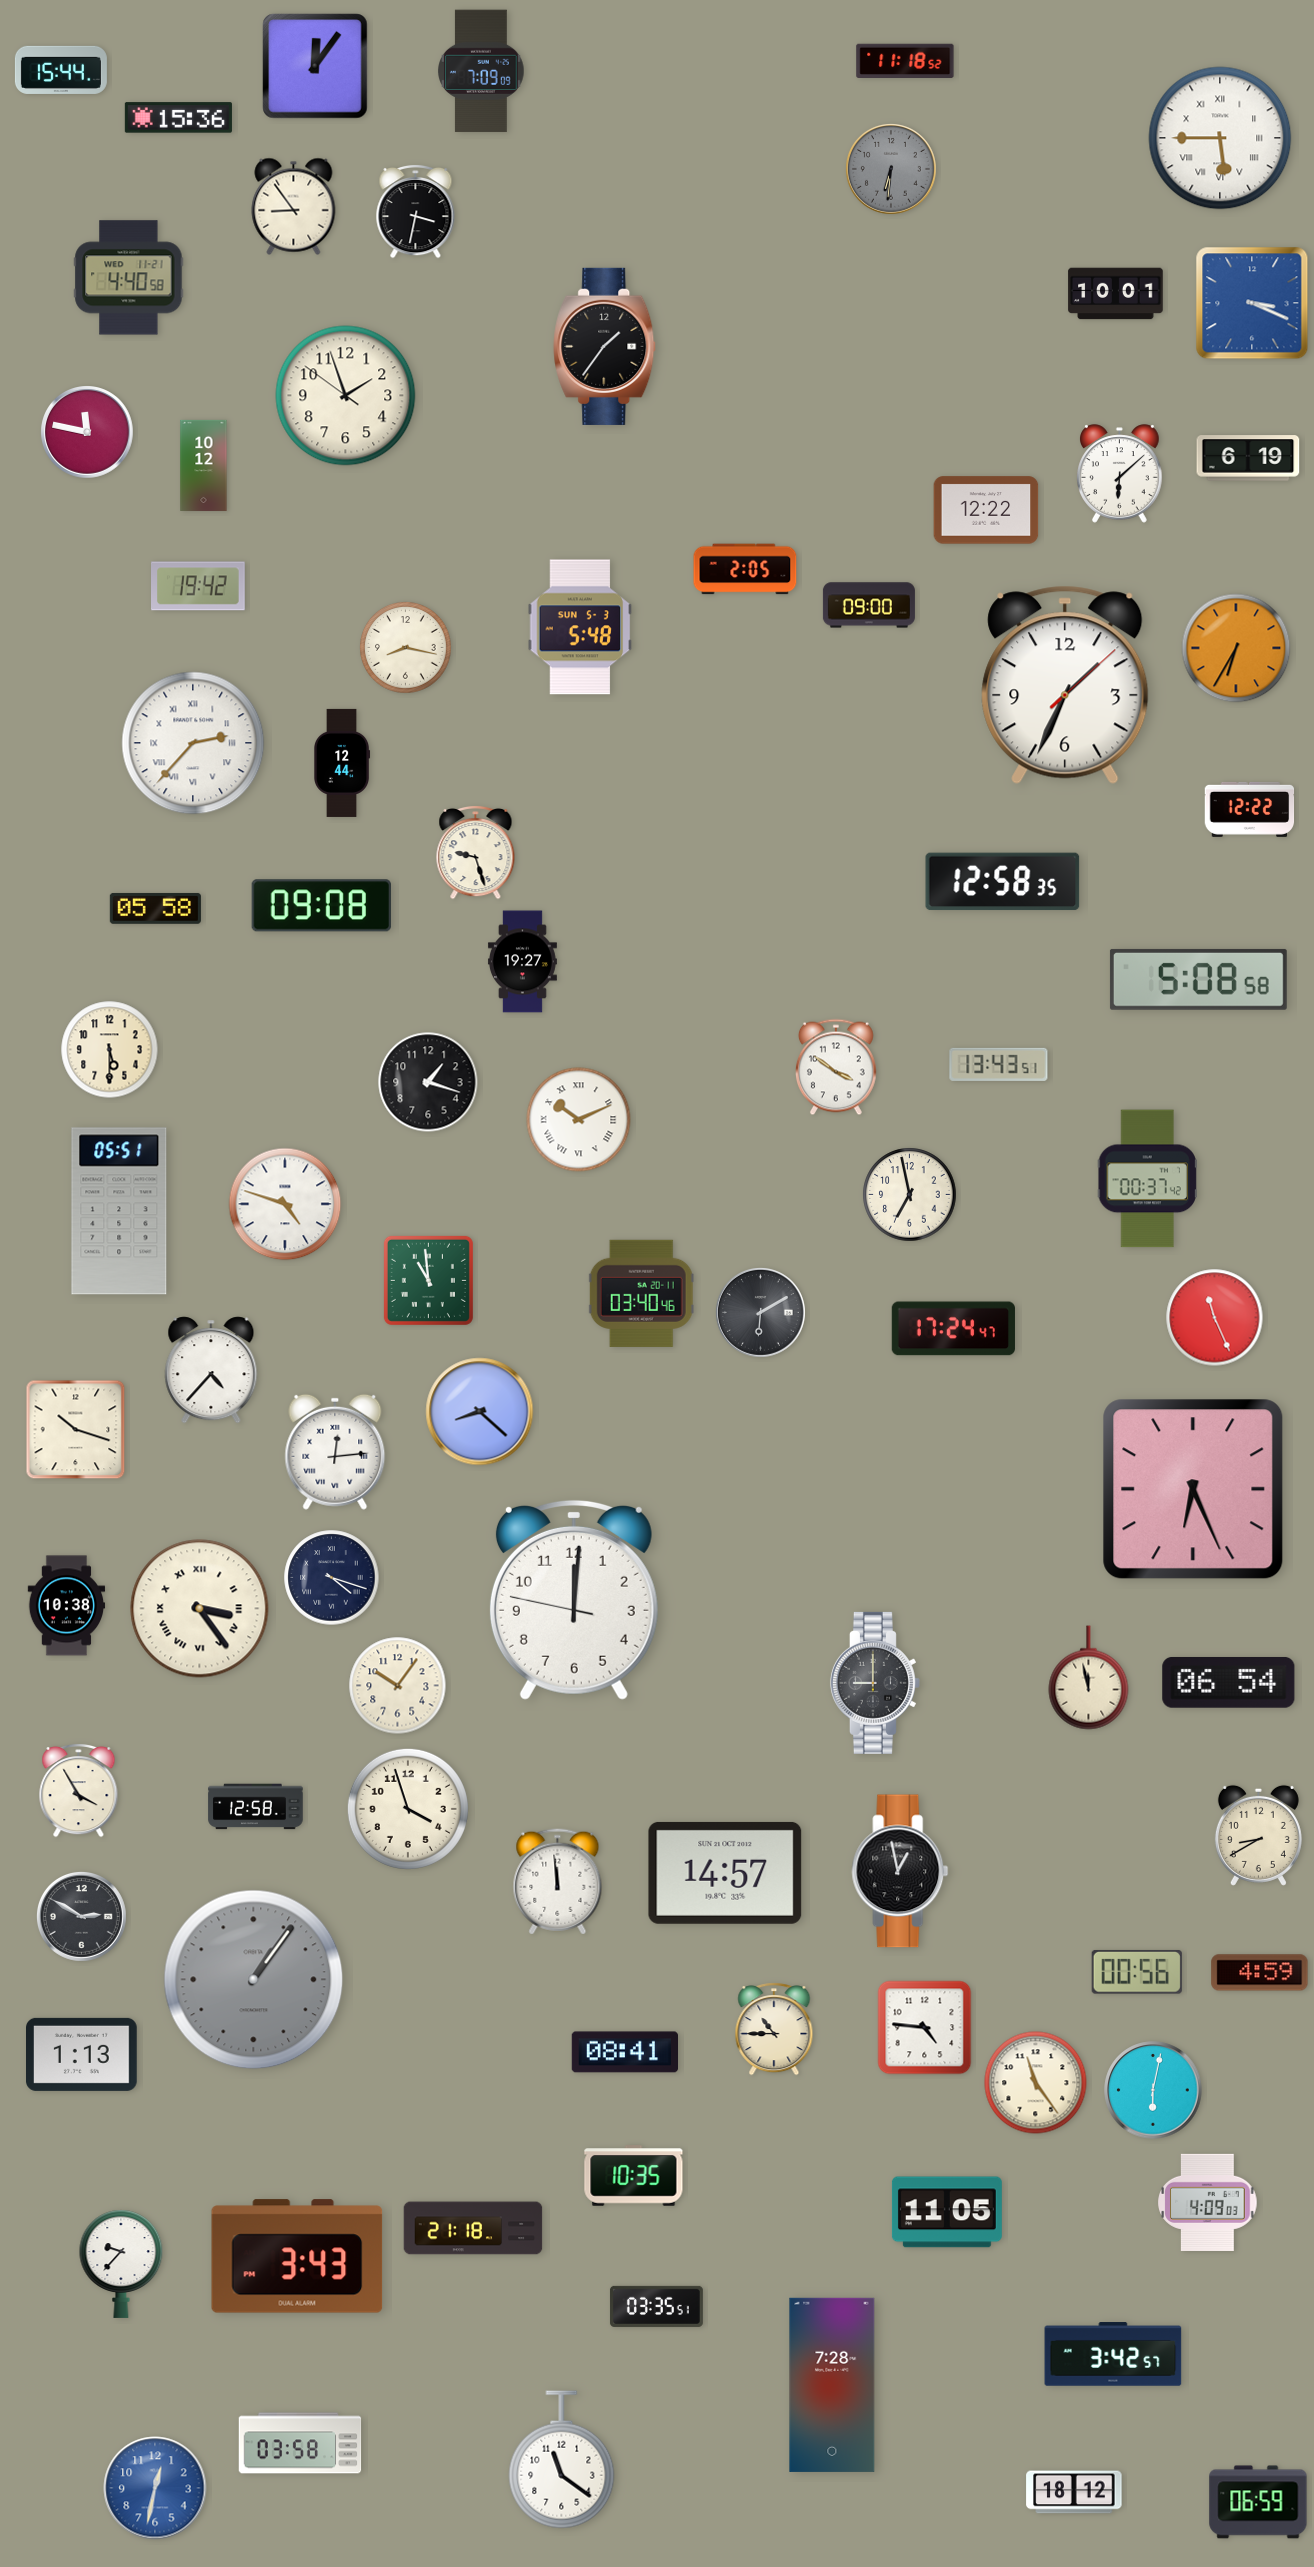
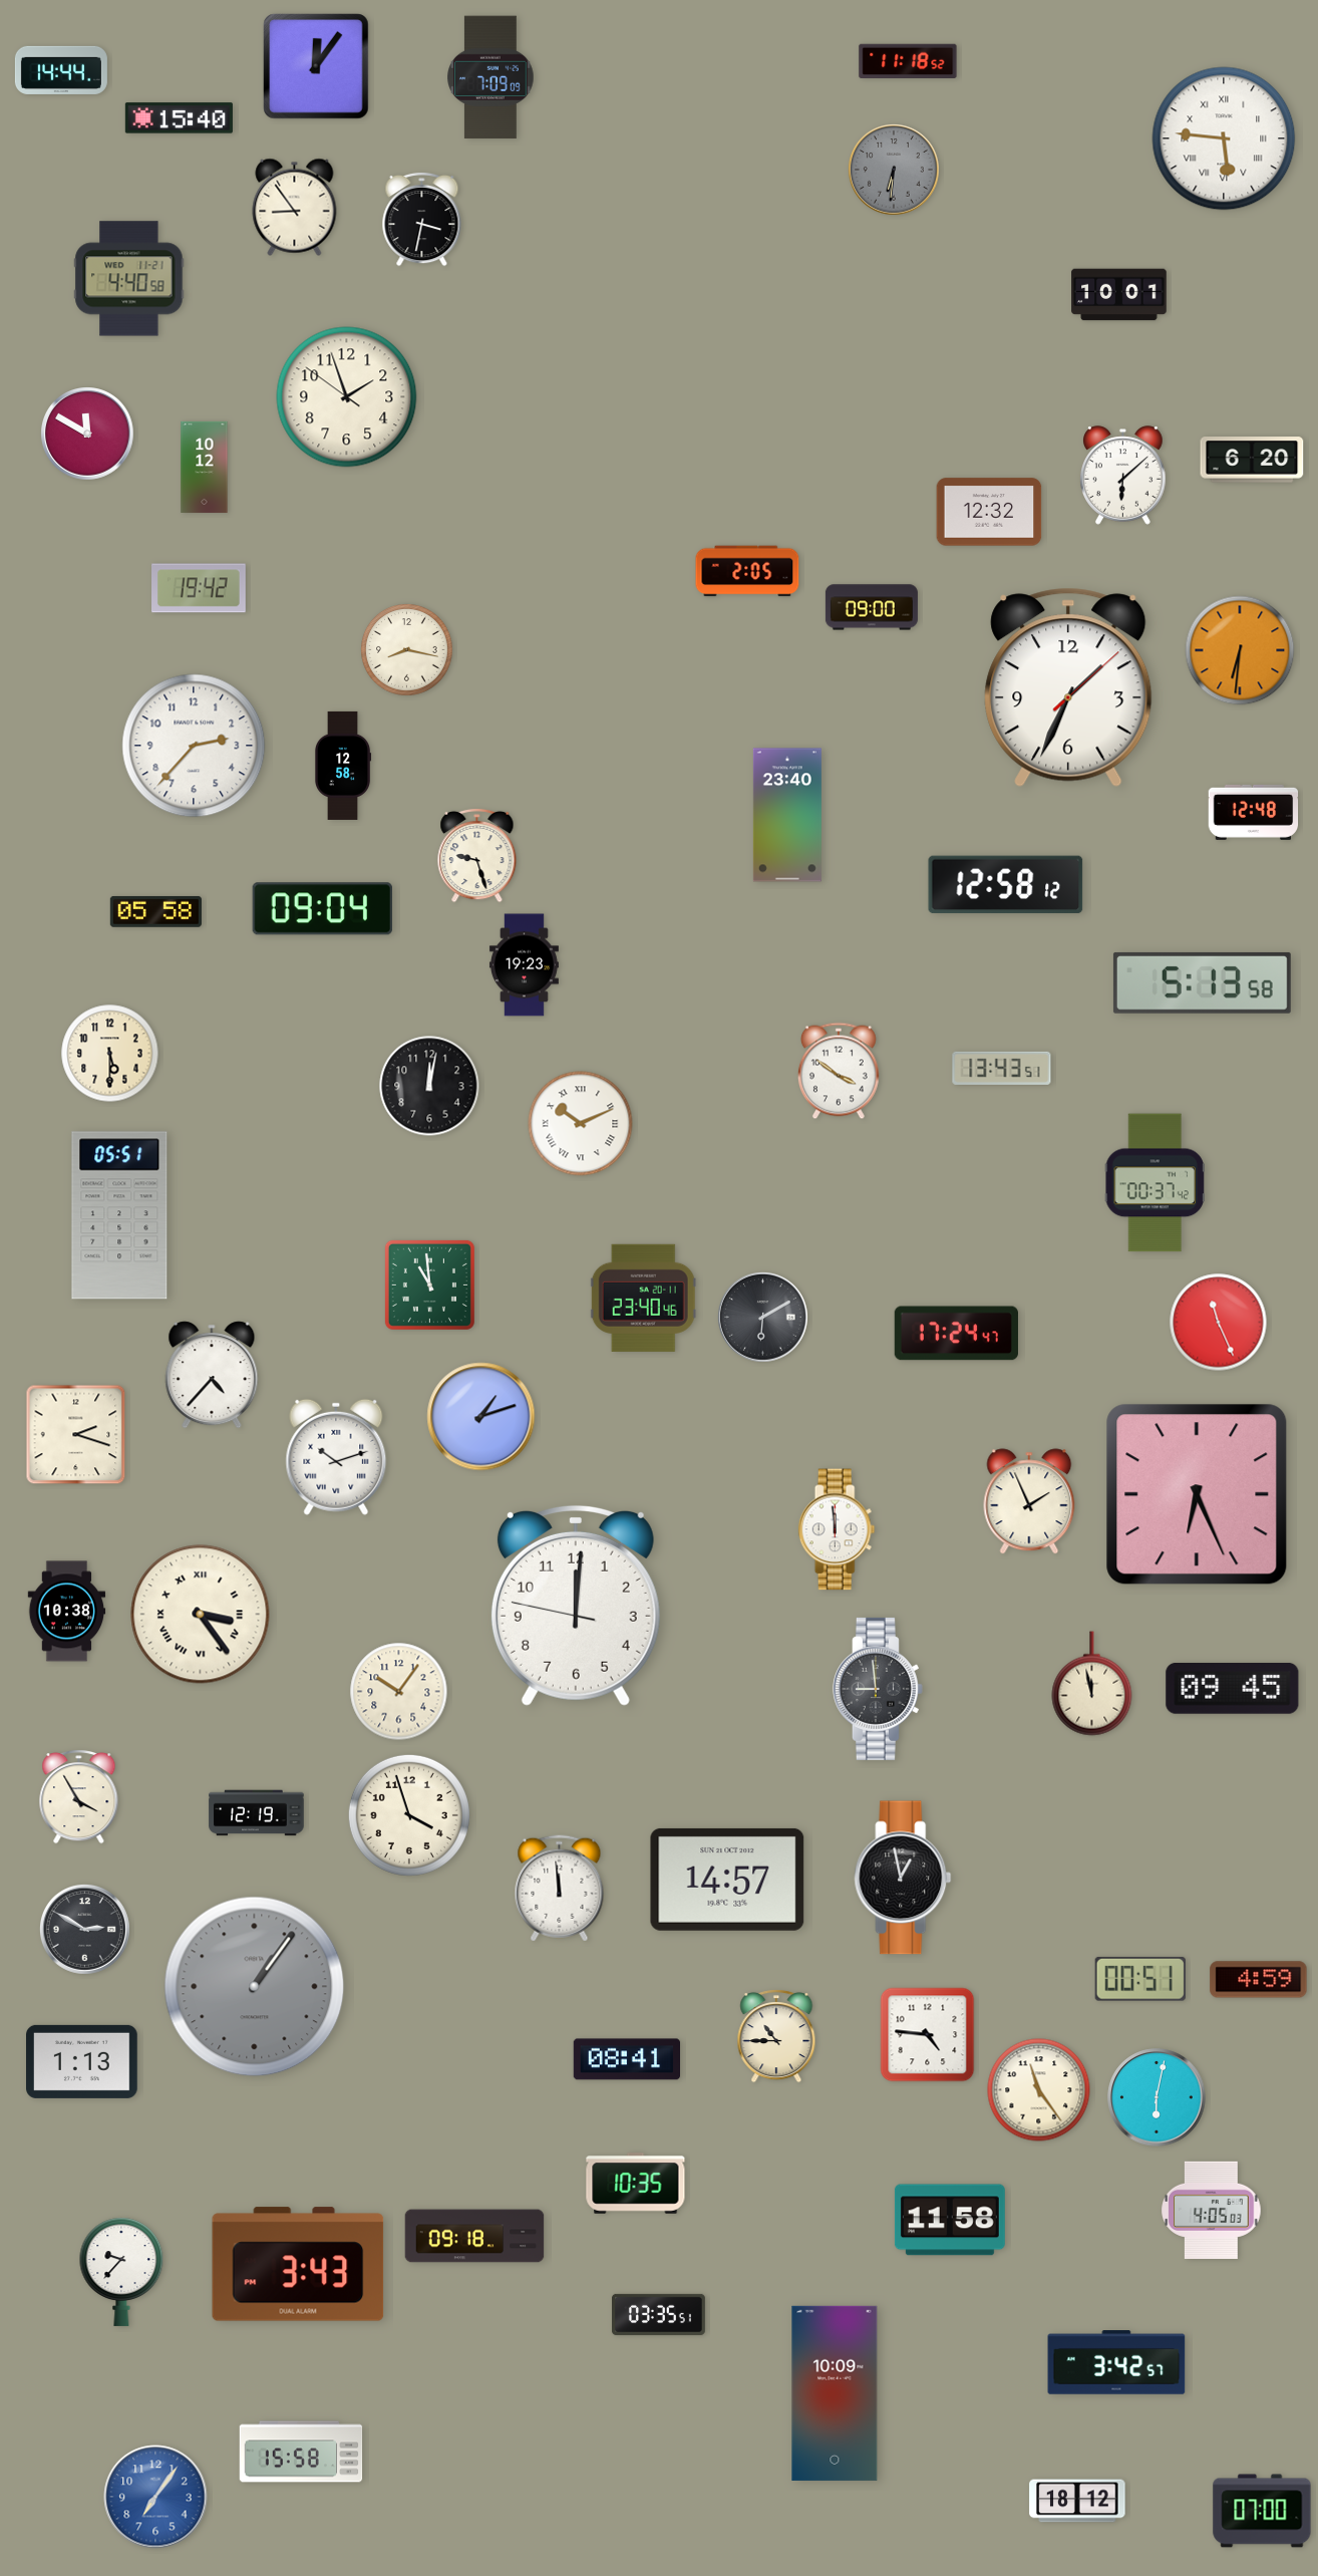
clock at (61, 70): 15:44 -> 14:44
clock at (481, 71) position: (481, 71) -> (490, 77)
clock at (178, 118): 15:36 -> 15:40
clock at (1220, 138): 5:45 -> 5:46
clock at (416, 211) position: (416, 211) -> (422, 219)
clock at (1252, 303): 3:19 -> none
clock at (605, 346): 1:36 -> none
clock at (88, 433): 11:47 -> 11:50
clock at (1248, 458): 6:19 -> 6:20
clock at (986, 510): 12:22 -> 12:32
clock at (580, 627): 5:48 -> none
clock at (1236, 648): 6:35 -> 6:31
clock at (193, 743) numerals: Roman -> Arabic
clock at (343, 763): 12:44 -> 12:58
clock at (1250, 809): 12:22 -> 12:48
clock at (787, 815): none -> 23:40
clock at (1003, 882): 12:58:35 -> 12:58:12
clock at (321, 906): 09:08 -> 09:04
clock at (522, 962): 19:27 -> 19:23
clock at (1198, 979): 5:08 -> 5:13
clock at (428, 1082): 1:18 -> 12:02
clock at (1147, 1179) position: (1147, 1179) -> (1155, 1183)
clock at (910, 1195): 6:58 -> none
clock at (285, 1204): 4:48 -> none
clock at (641, 1293): 03:40 -> 23:40
clock at (480, 1412): 8:22 -> 1:12
clock at (76, 1430): 10:18 -> 2:18
clock at (335, 1452): 12:14 -> 10:12
clock at (1029, 1501): none -> 1:56
clock at (837, 1529): none -> 11:59
clock at (332, 1578): 4:18 -> none
clock at (1229, 1682): 06:54 -> 09:45
clock at (875, 1683): 9:00 -> 8:59
clock at (256, 1807): 12:58 -> 12:19
clock at (1258, 1835): 8:40 -> none
clock at (81, 1916) position: (81, 1916) -> (84, 1929)
clock at (1137, 1972): 00:56 -> 00:51
clock at (1260, 1973) position: (1260, 1973) -> (1259, 1980)
clock at (1208, 2202): 4:09 -> 4:05
clock at (947, 2212): 11:05 -> 11:58
clock at (473, 2228): 21:18 -> 09:18
clock at (832, 2385): 7:28 -> 10:09
clock at (300, 2443): 03:58 -> 15:58
clock at (562, 2460): 11:21 -> none
clock at (155, 2488): 12:32 -> 7:06
clock at (1258, 2502): 06:59 -> 07:00
